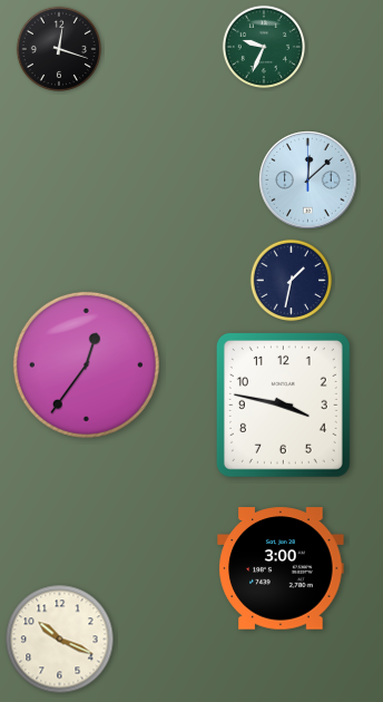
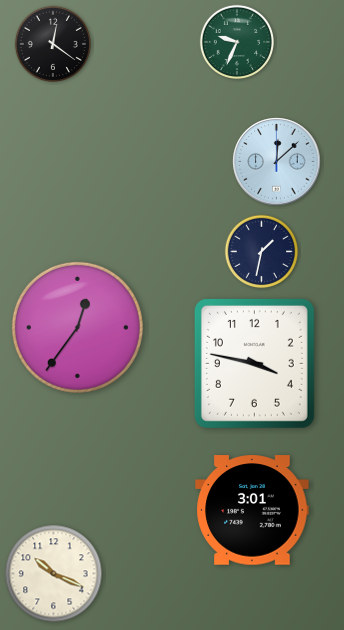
clock at (59, 49): 12:18 -> 12:21
clock at (281, 568): 3:00 -> 3:01
